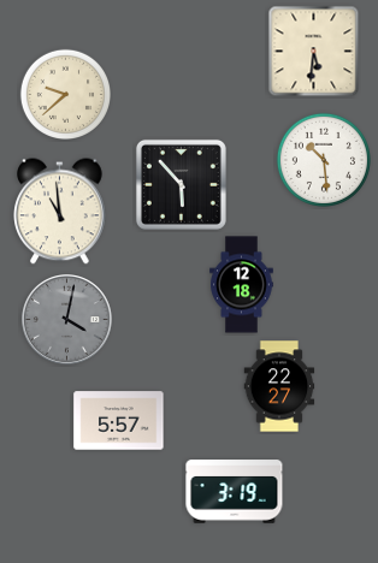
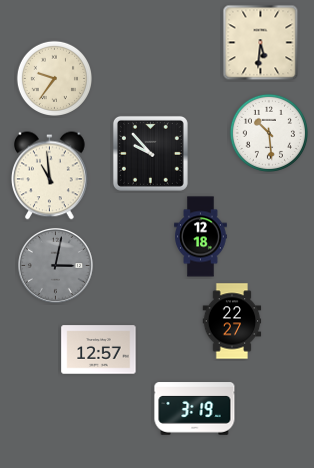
clock at (65, 94): 9:38 -> 9:36
clock at (181, 184): 5:53 -> 9:53
clock at (67, 320): 4:02 -> 3:02
clock at (119, 421): 5:57 -> 12:57
